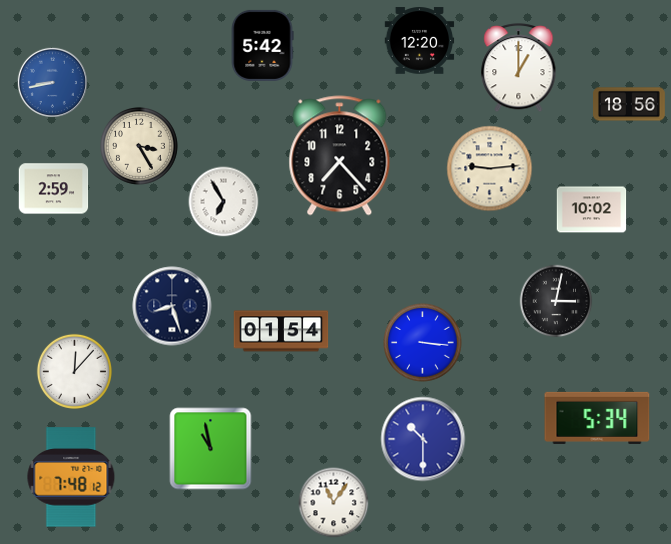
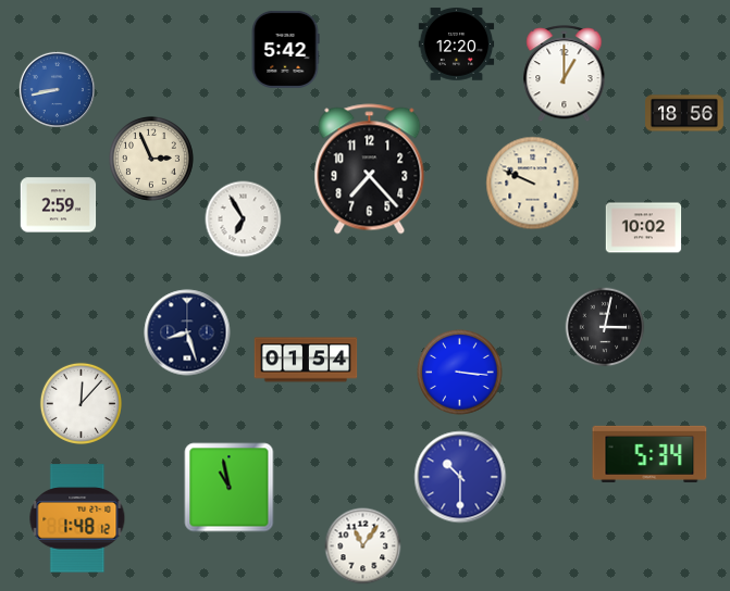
clock at (140, 147): 3:25 -> 2:56
clock at (490, 169): 9:14 -> 9:49
clock at (71, 477): 7:48 -> 1:48
